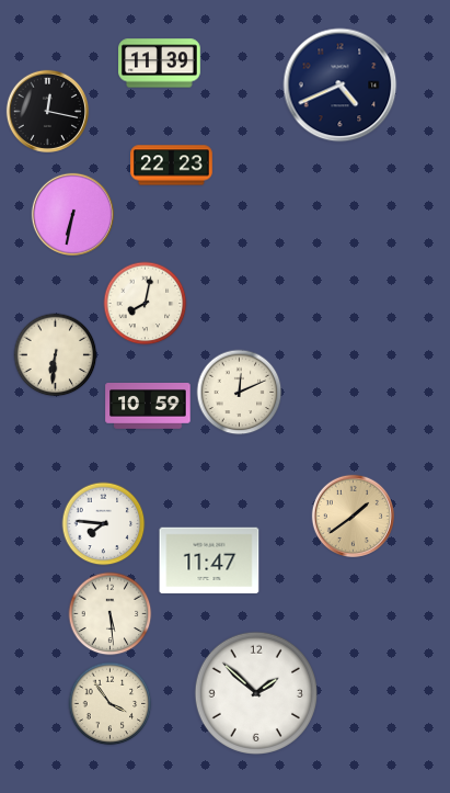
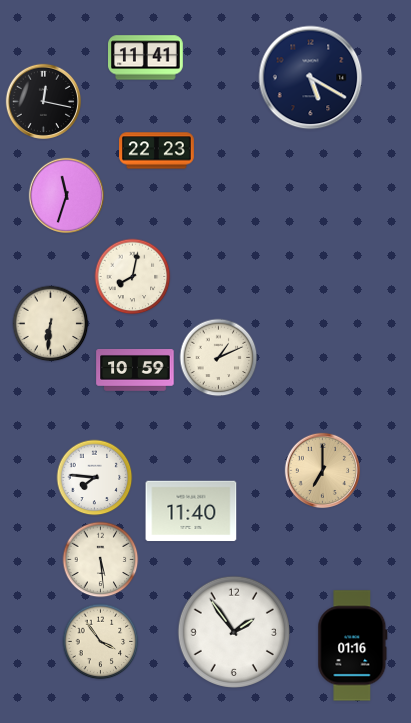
clock at (160, 64): 11:39 -> 11:41
clock at (341, 86): 4:41 -> 5:20
clock at (72, 214): 6:32 -> 11:33
clock at (240, 393): 12:11 -> 1:11
clock at (353, 516): 1:39 -> 7:00
clock at (209, 560): 11:47 -> 11:40
clock at (256, 693): 1:52 -> 1:54
clock at (353, 646): none -> 01:16
